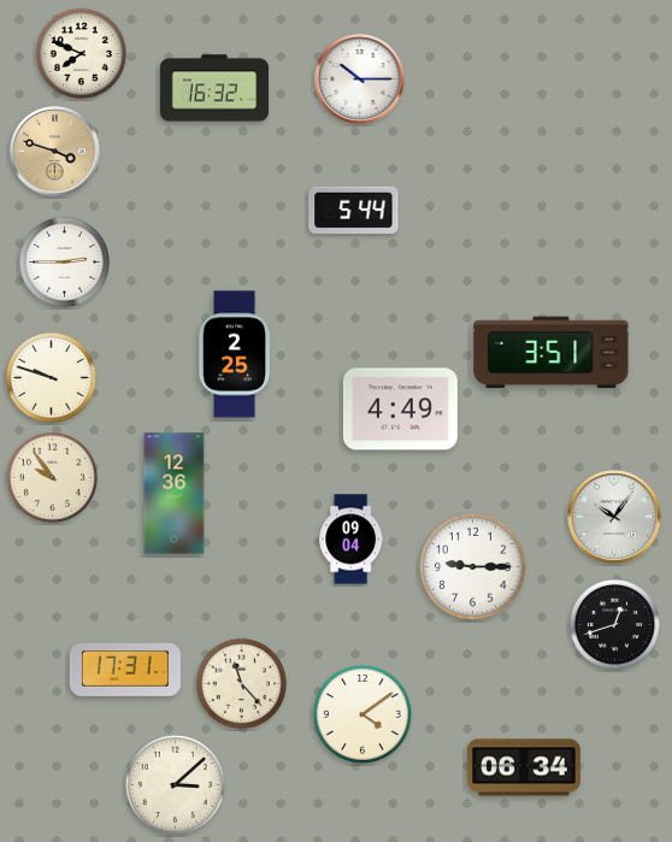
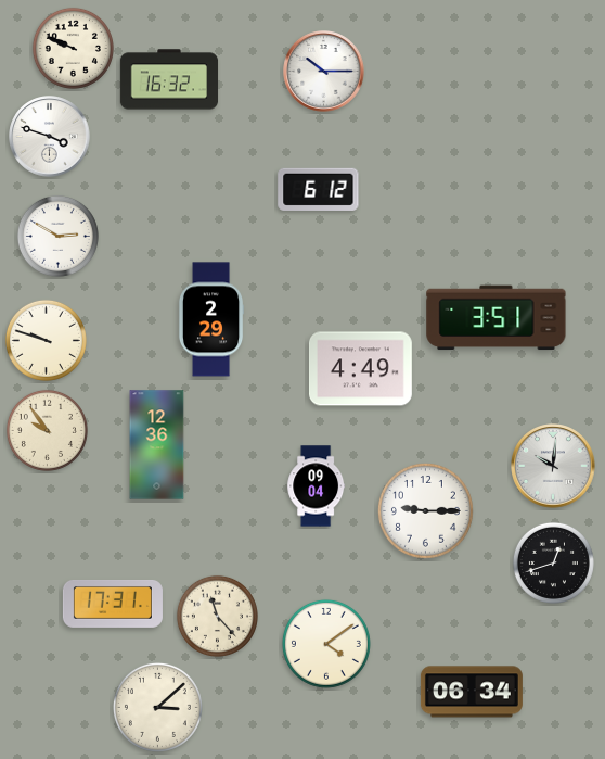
clock at (81, 53): 7:49 -> 9:49
clock at (214, 88) position: (214, 88) -> (169, 79)
clock at (55, 152) dial: champagne -> white
clock at (354, 210): 5:44 -> 6:12
clock at (64, 261): 2:45 -> 2:50
clock at (235, 354): 2:25 -> 2:29
clock at (614, 517): 10:06 -> 10:01
